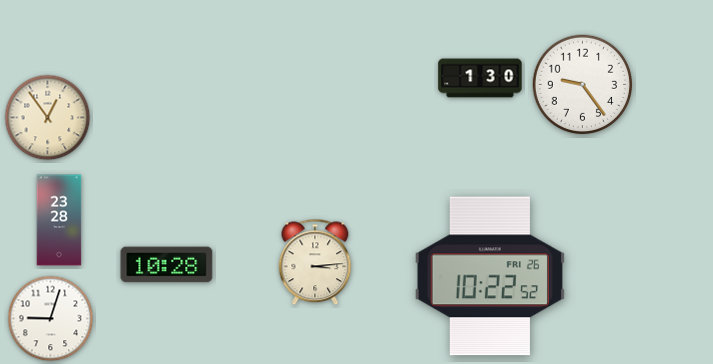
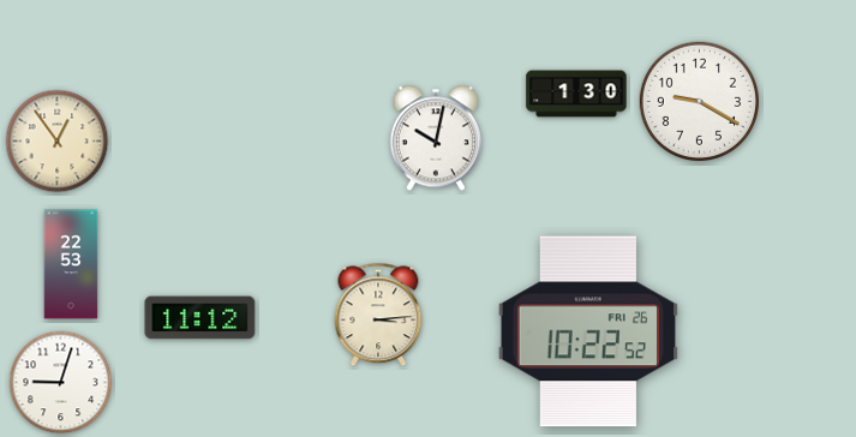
clock at (582, 84): 9:24 -> 9:20
clock at (436, 138): none -> 10:02
clock at (59, 220): 23:28 -> 22:53
clock at (167, 265): 10:28 -> 11:12
